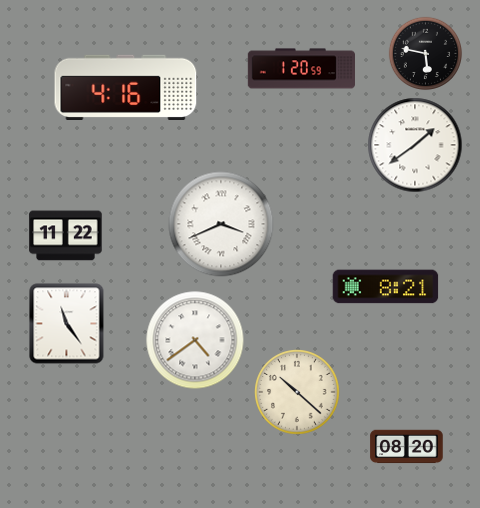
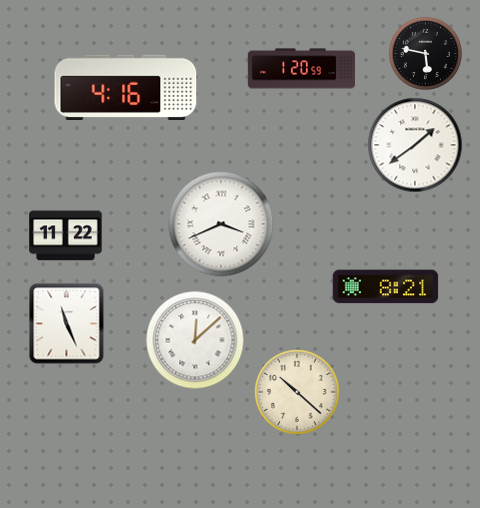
clock at (67, 324): 11:24 -> 11:26
clock at (195, 340): 4:39 -> 12:08
clock at (407, 447): 08:20 -> none
